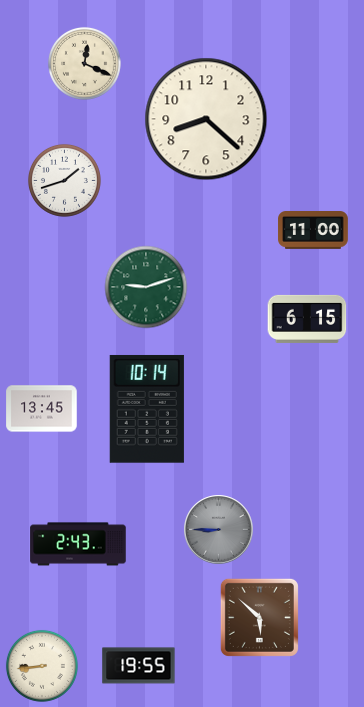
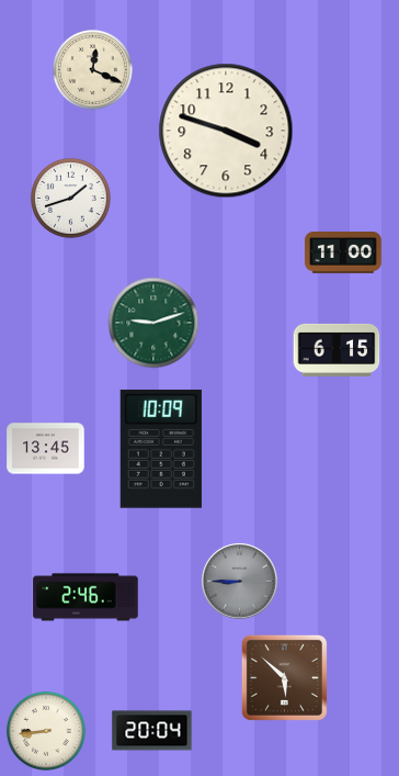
clock at (206, 119): 8:22 -> 3:48
clock at (146, 287) position: (146, 287) -> (153, 323)
clock at (147, 409): 10:14 -> 10:09
clock at (78, 544): 2:43 -> 2:46
clock at (139, 666): 19:55 -> 20:04
